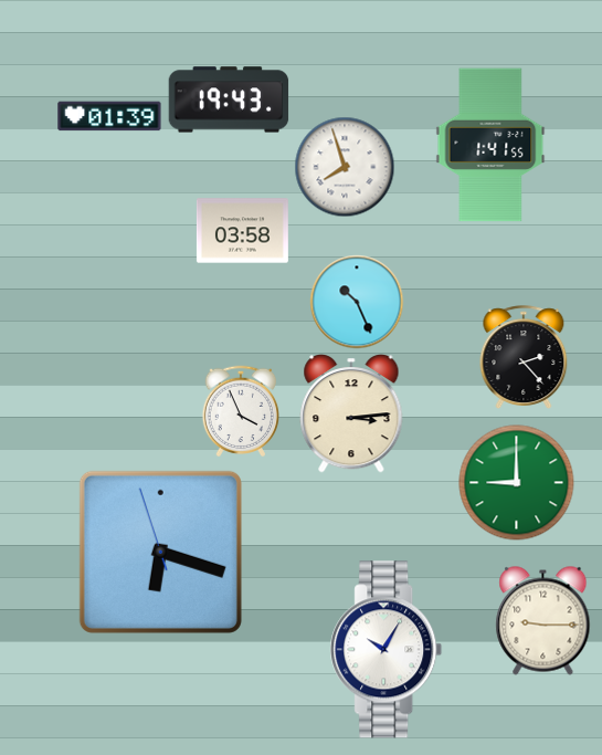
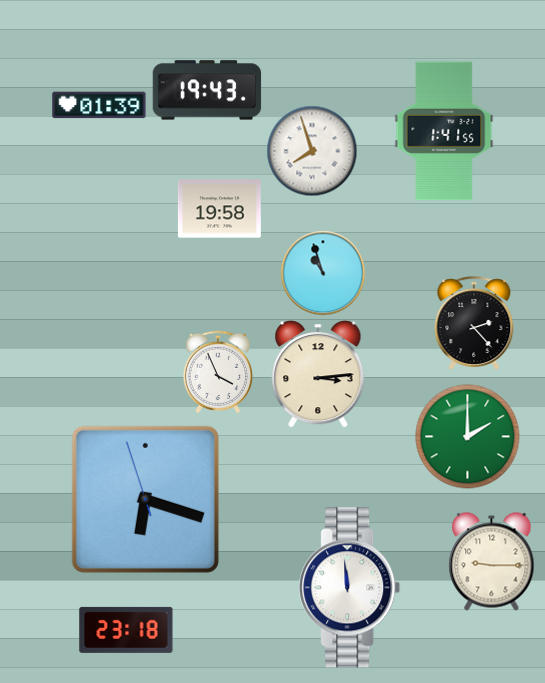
clock at (242, 231): 03:58 -> 19:58
clock at (357, 302): 10:26 -> 10:57
clock at (517, 483): 9:00 -> 2:00
clock at (387, 650): 10:05 -> 11:59
clock at (126, 630): none -> 23:18
